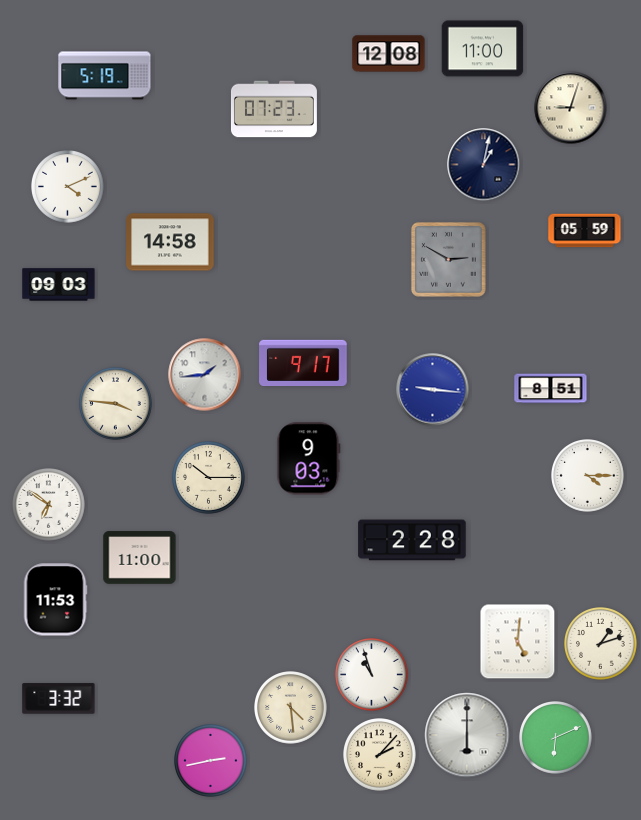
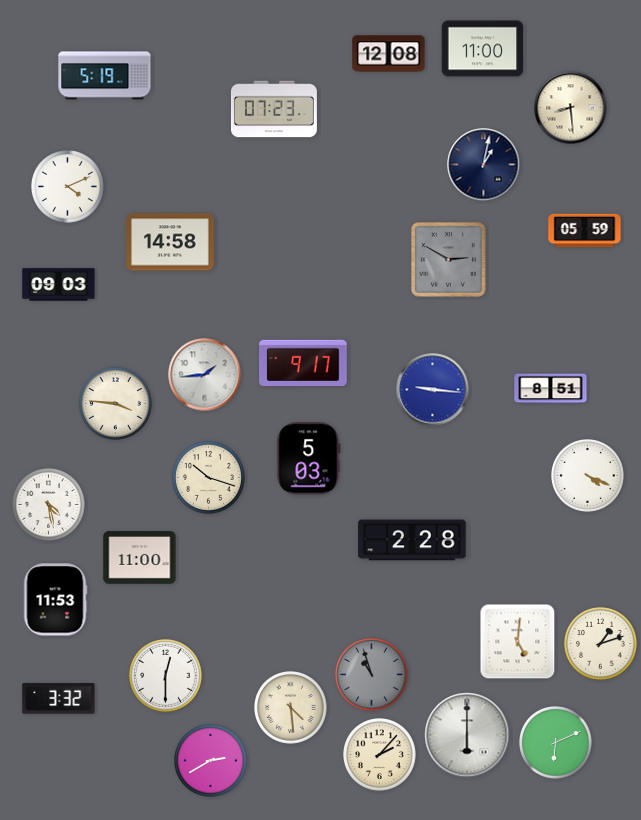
clock at (571, 108): 9:03 -> 8:29
clock at (309, 459): 9:03 -> 5:03
clock at (588, 476): 4:15 -> 4:19
clock at (209, 478): 10:15 -> 10:18
clock at (49, 505): 6:51 -> 4:28
clock at (372, 675) dial: white -> grey
clock at (166, 676): none -> 12:30
clock at (556, 738) position: (556, 738) -> (556, 743)
clock at (211, 761): 2:43 -> 2:40
